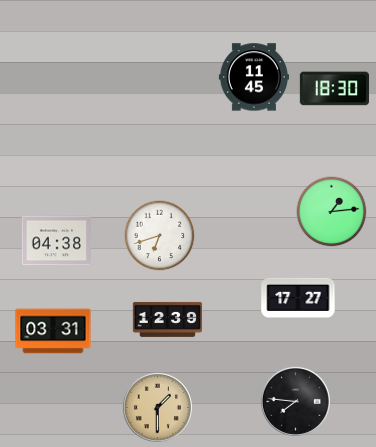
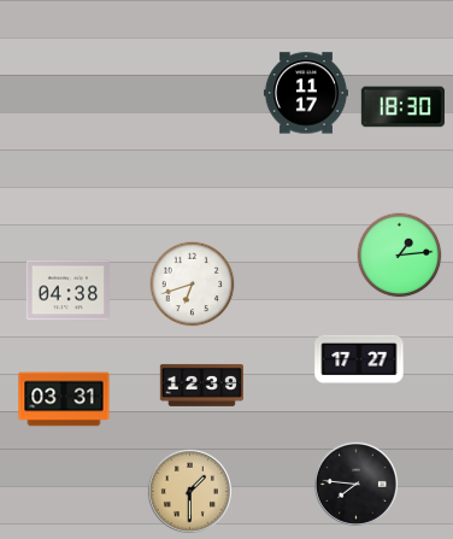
clock at (254, 77): 11:45 -> 11:17
